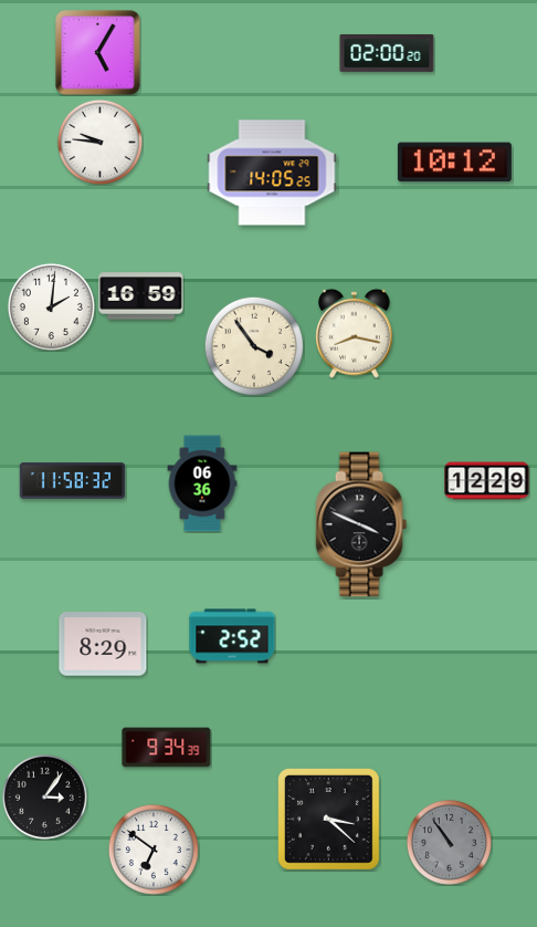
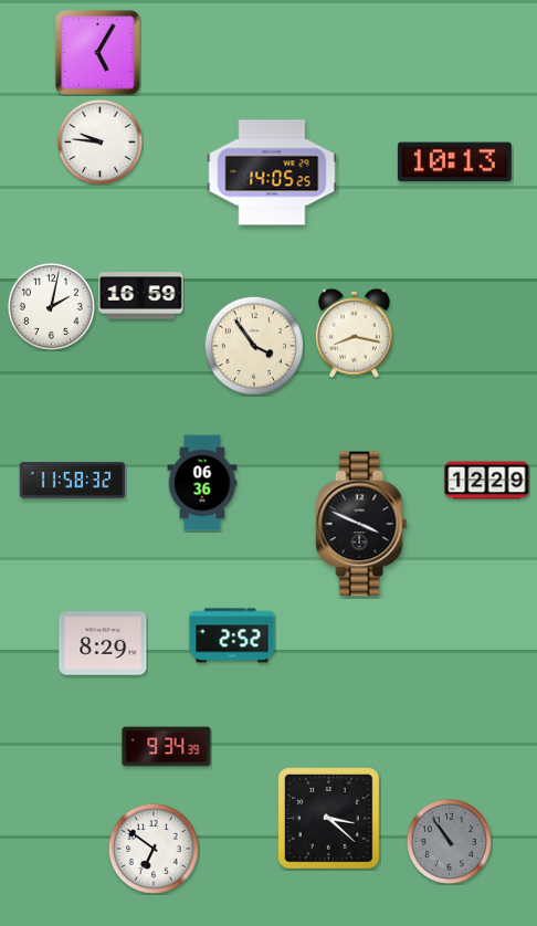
clock at (387, 53): 02:00 -> none
clock at (454, 163): 10:12 -> 10:13
clock at (51, 306): 2:01 -> 2:02
clock at (44, 796): 3:06 -> none
